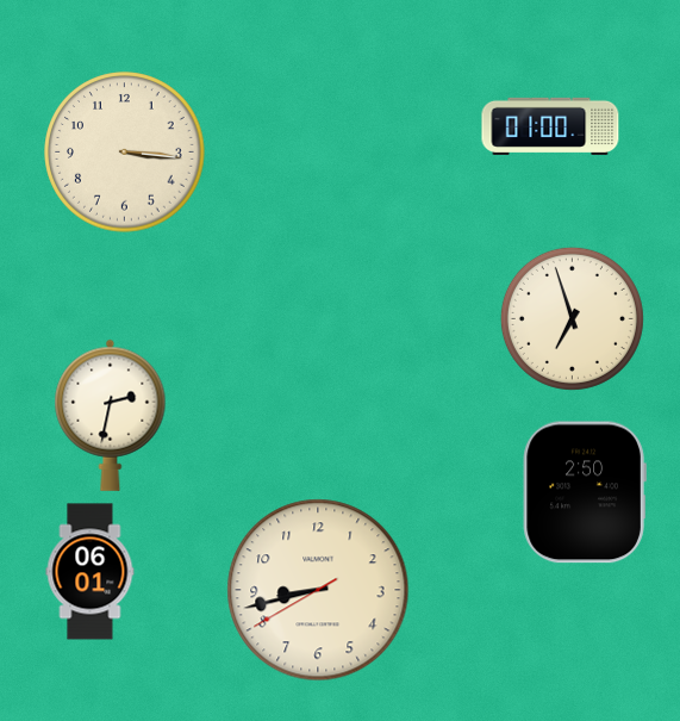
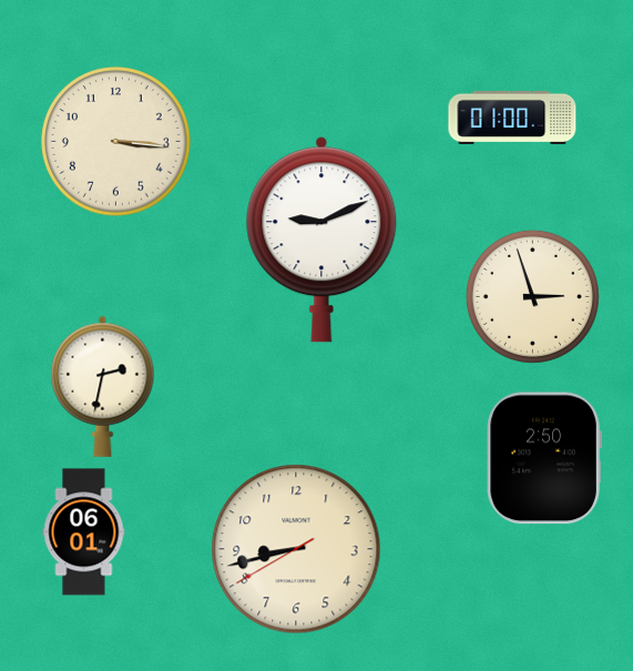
clock at (321, 240): none -> 9:11
clock at (572, 318): 6:57 -> 2:57
